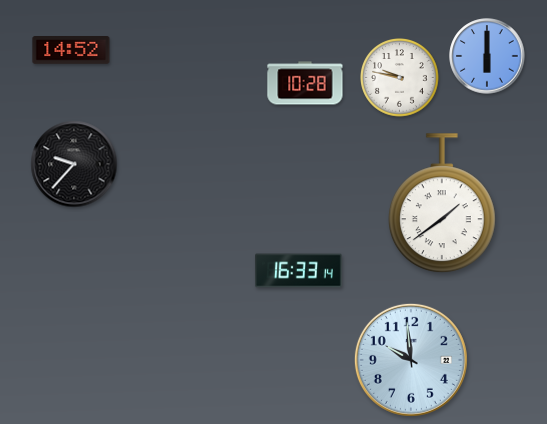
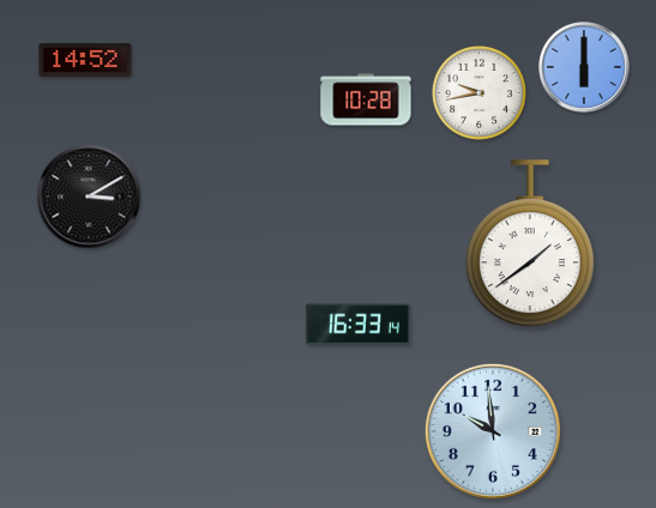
clock at (400, 78): 9:47 -> 9:43
clock at (74, 164): 9:37 -> 3:10
